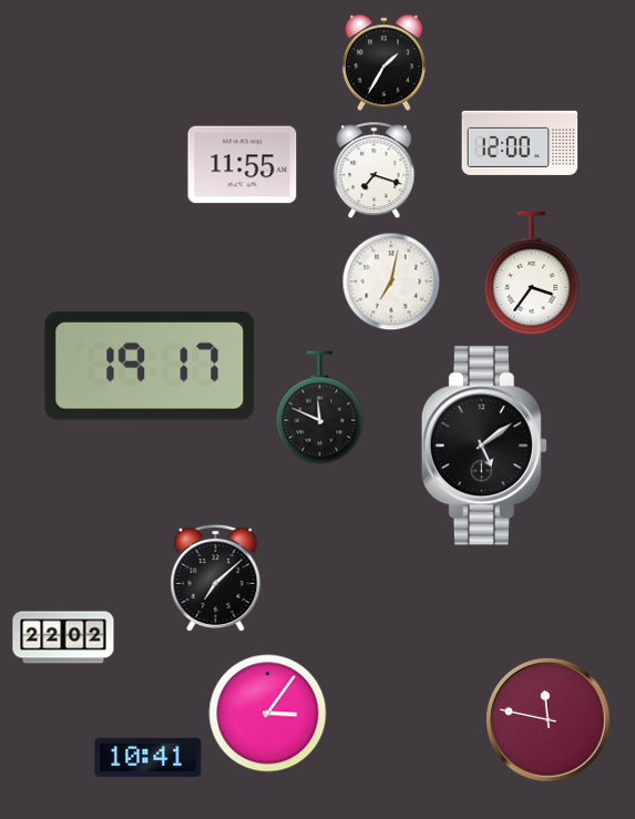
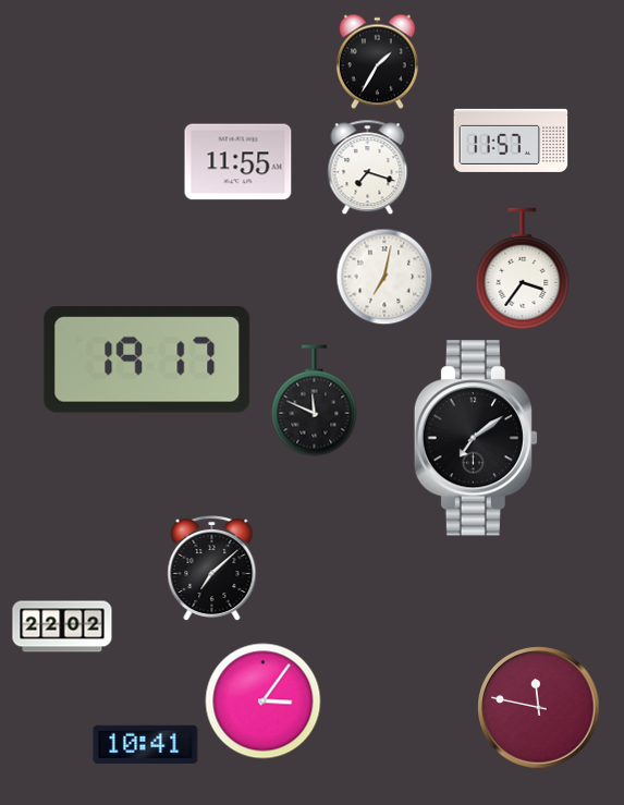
clock at (520, 143): 12:00 -> 11:57
clock at (484, 446): 5:09 -> 7:09
